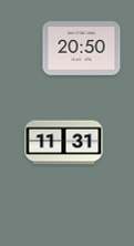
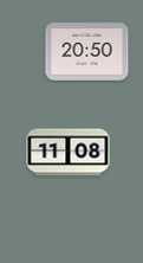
clock at (64, 143): 11:31 -> 11:08
